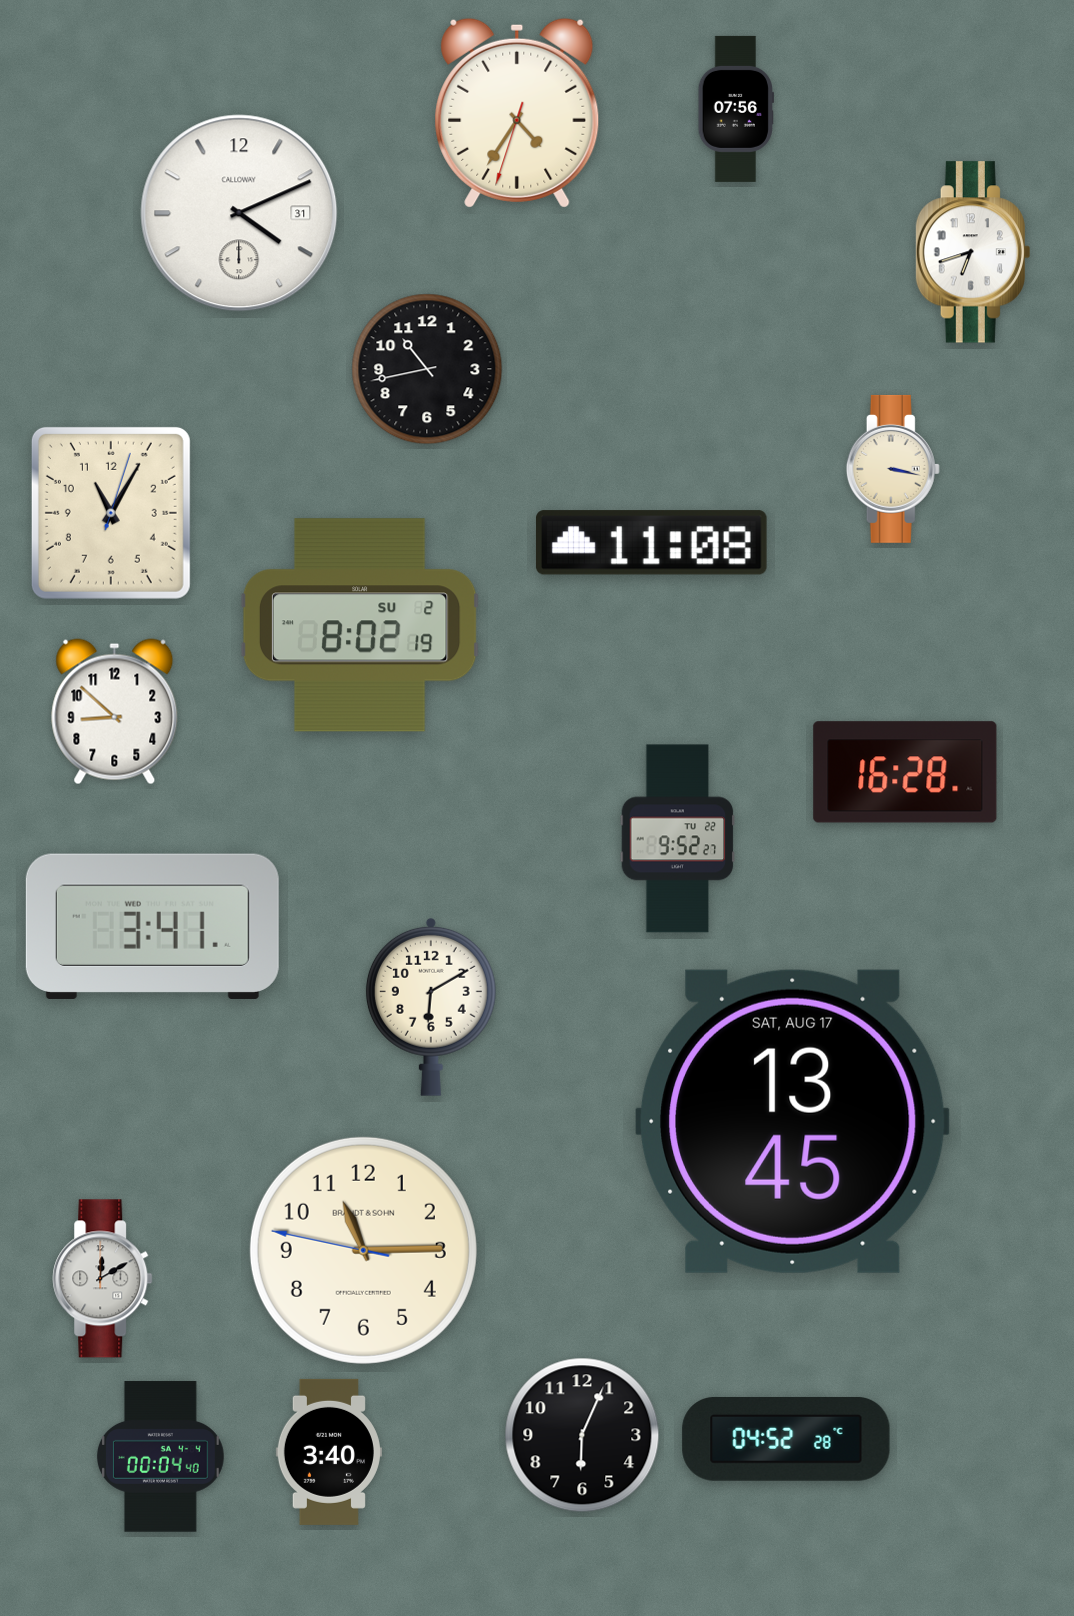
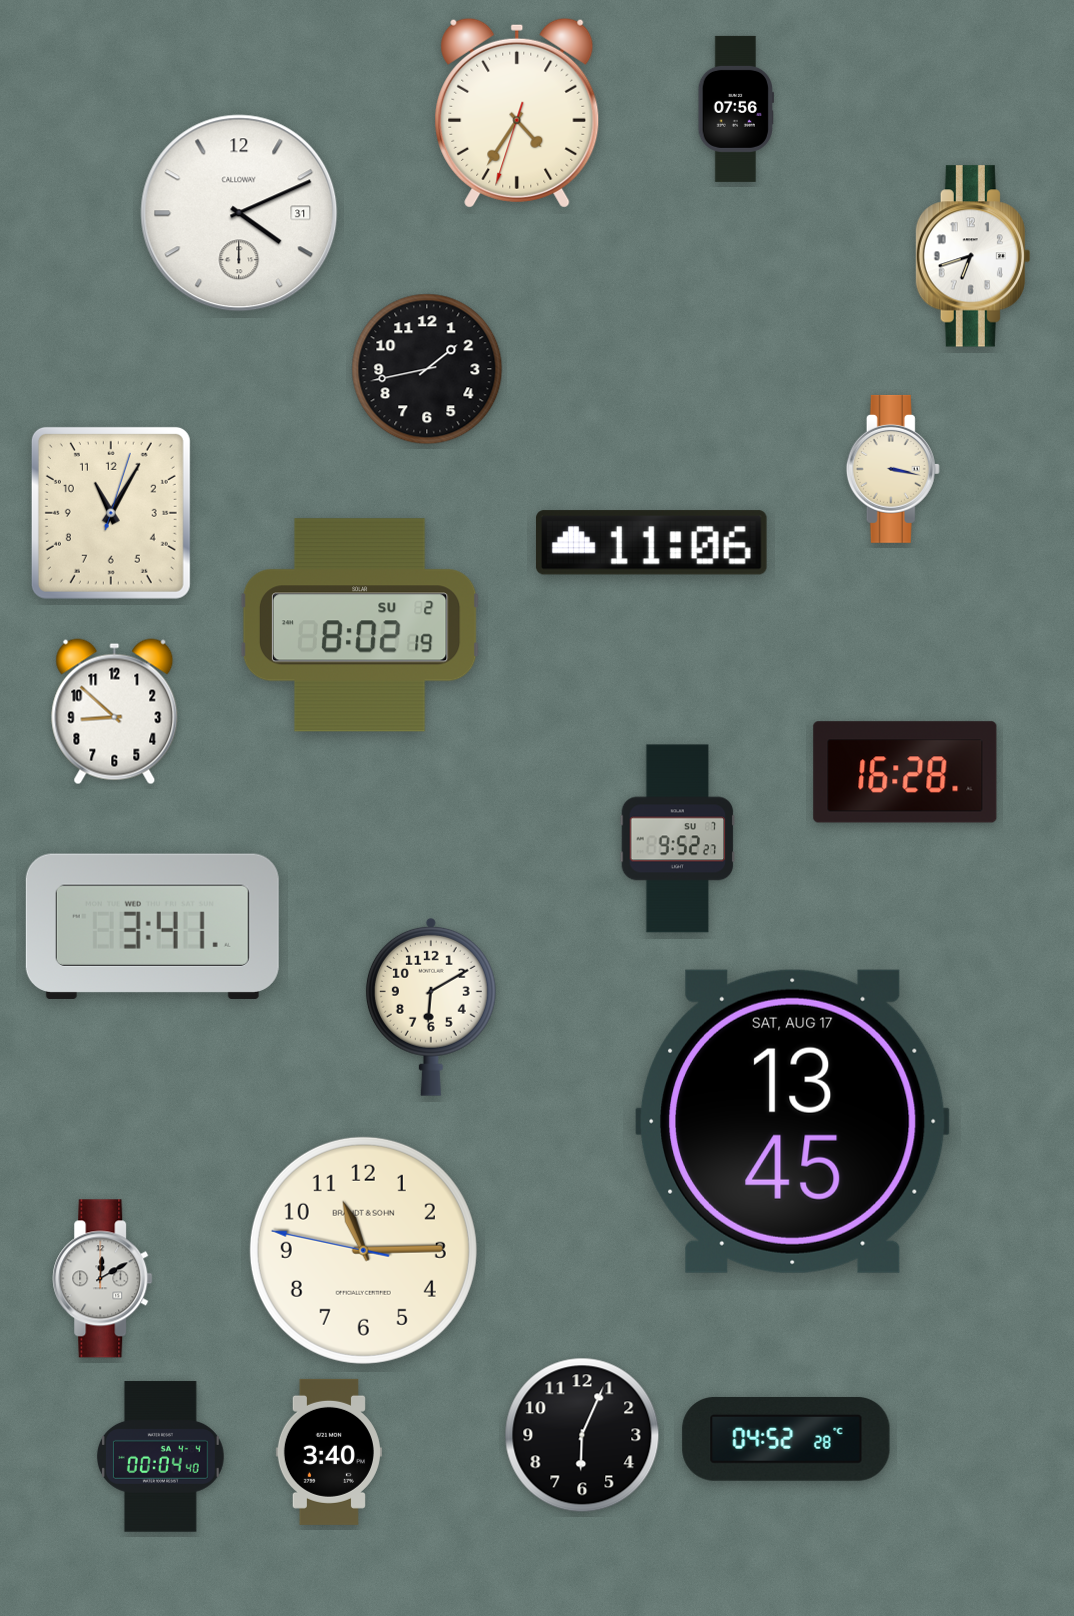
clock at (973, 252) position: (973, 252) -> (973, 256)
clock at (427, 369): 10:43 -> 1:43
clock at (651, 543): 11:08 -> 11:06
clock at (678, 839) date: TU 22 -> SU 7
